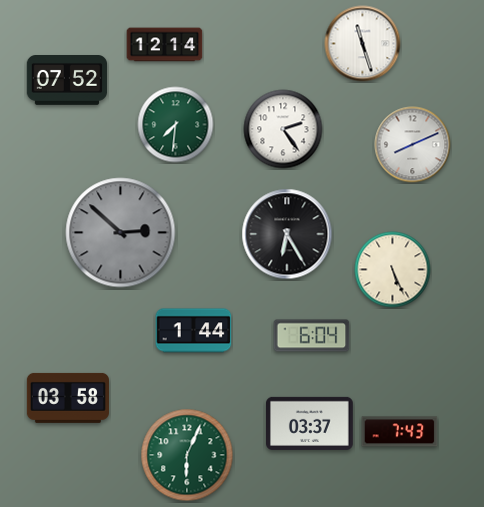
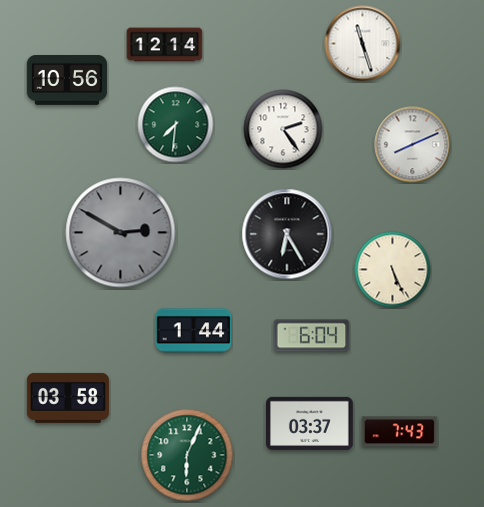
clock at (67, 81): 07:52 -> 10:56
clock at (121, 233): 2:52 -> 2:50
